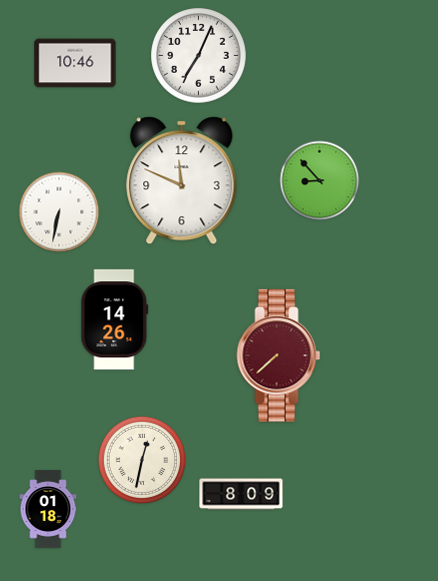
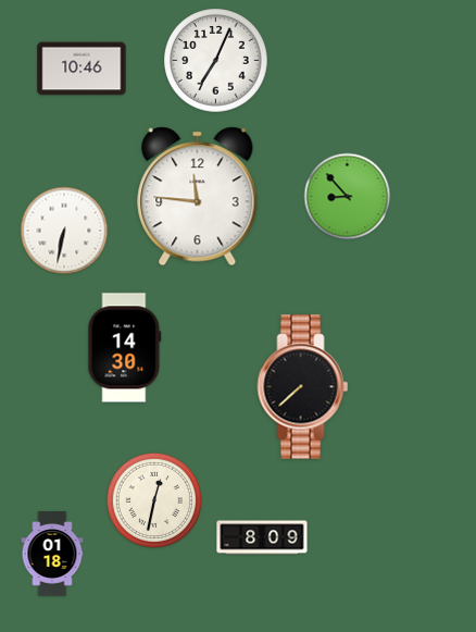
clock at (182, 181): 11:49 -> 11:46
clock at (115, 320): 14:26 -> 14:30
clock at (279, 356) dial: burgundy -> black
